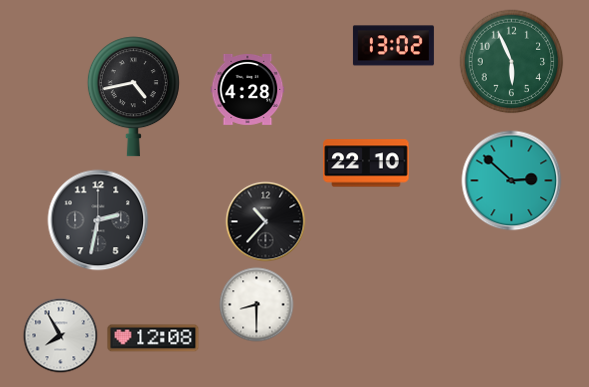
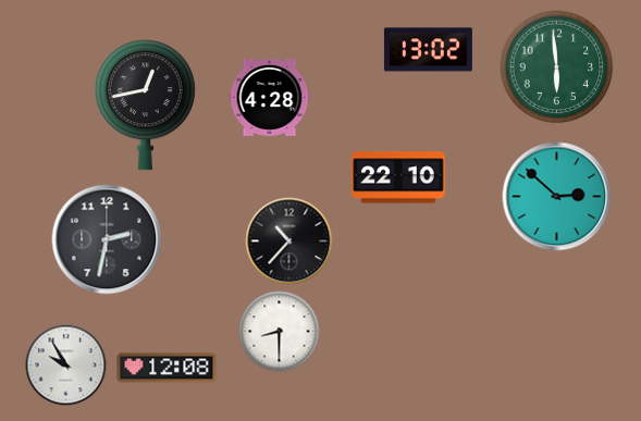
clock at (512, 62): 5:56 -> 5:59
clock at (133, 97): 4:43 -> 12:43
clock at (61, 336): 7:55 -> 9:55
